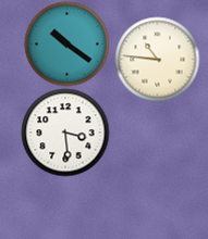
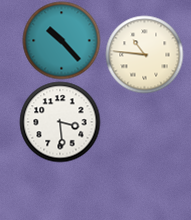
clock at (66, 43): 10:21 -> 10:23
